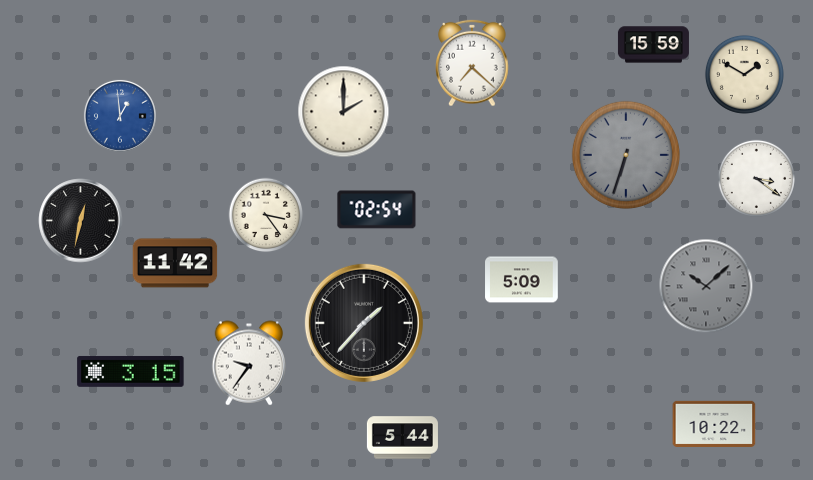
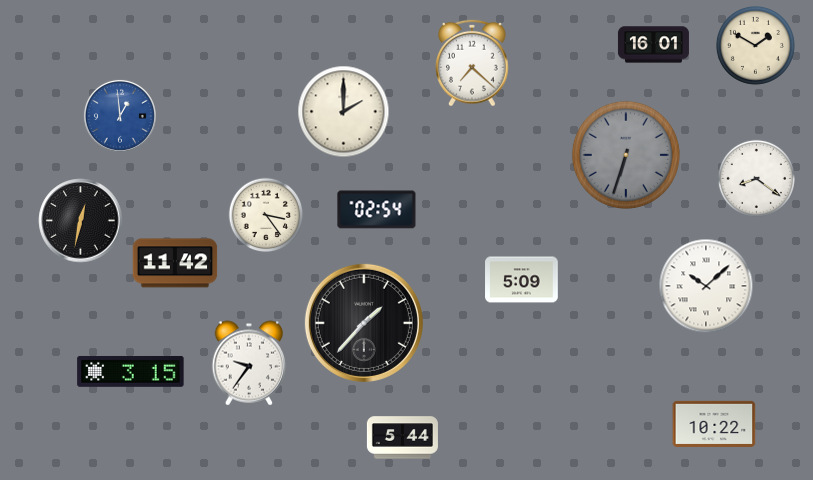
clock at (653, 45): 15:59 -> 16:01
clock at (744, 74) position: (744, 74) -> (755, 45)
clock at (756, 178): 3:21 -> 8:21
clock at (706, 286) dial: grey -> white
